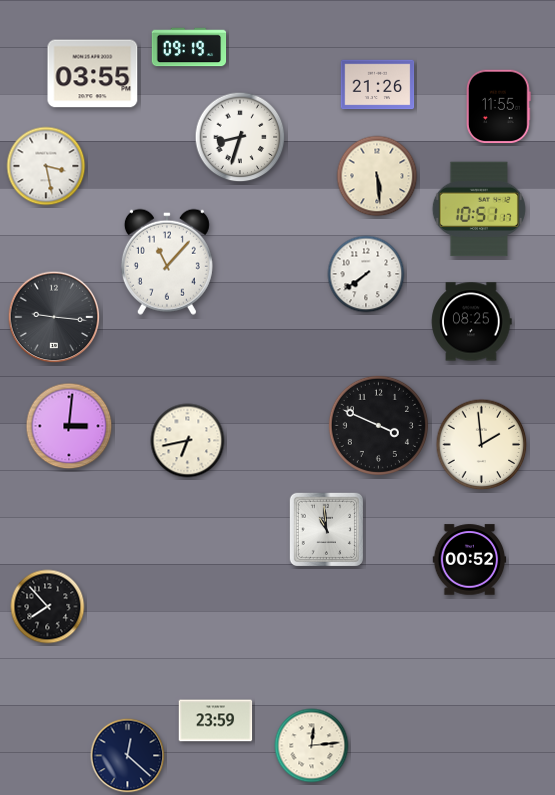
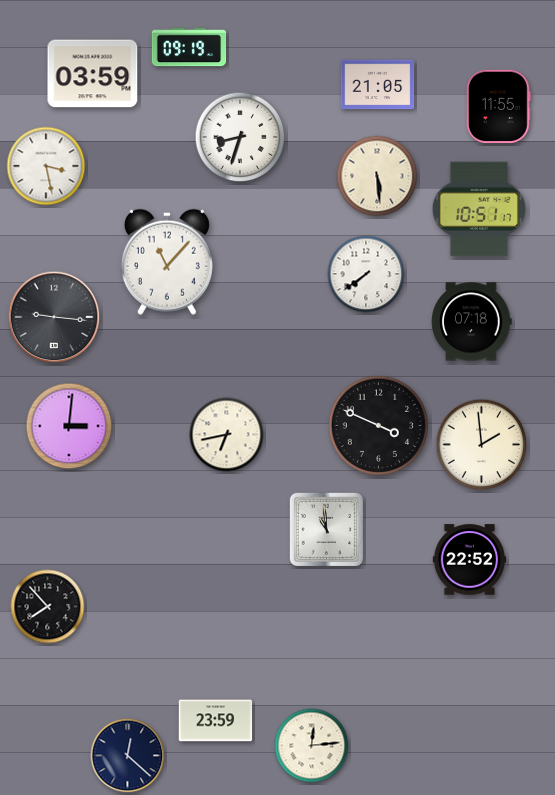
clock at (93, 74): 03:55 -> 03:59
clock at (378, 85): 21:26 -> 21:05
clock at (472, 322): 08:25 -> 07:18
clock at (188, 441) position: (188, 441) -> (227, 435)
clock at (470, 560): 00:52 -> 22:52
